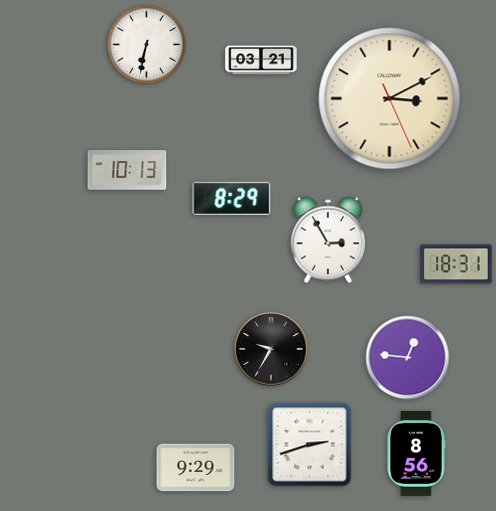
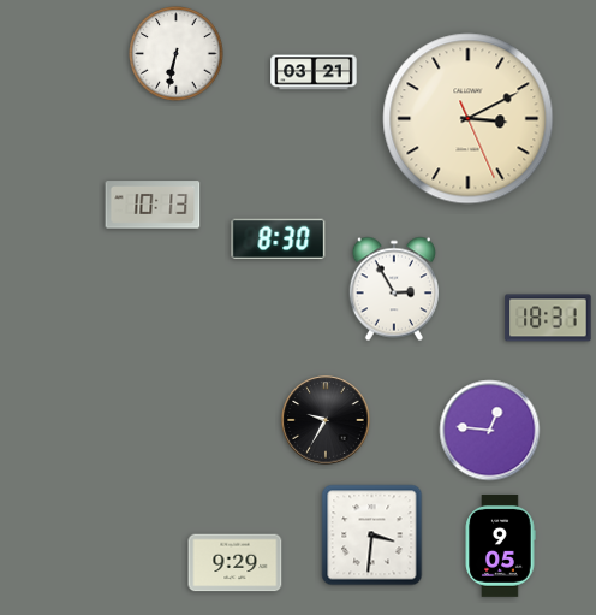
clock at (232, 199): 8:29 -> 8:30
clock at (310, 445): 2:42 -> 3:31
clock at (416, 453): 8:56 -> 9:05
